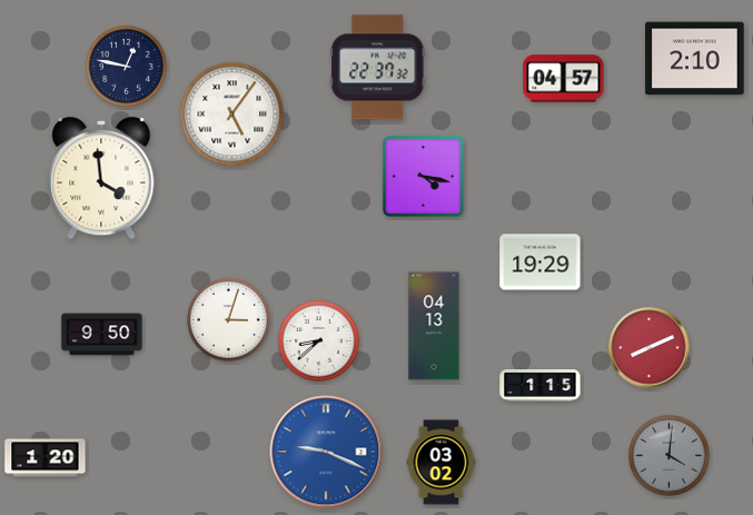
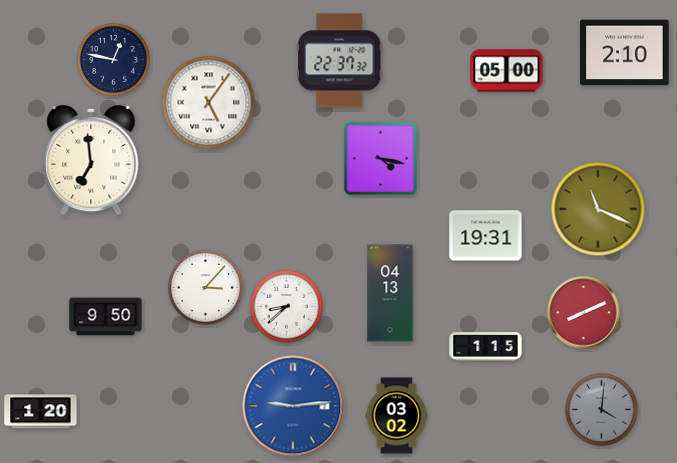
clock at (564, 79): 04:57 -> 05:00
clock at (101, 178): 3:59 -> 6:59
clock at (598, 209): none -> 11:19
clock at (541, 263): 19:29 -> 19:31
clock at (229, 320): 3:03 -> 3:07
clock at (102, 335) position: (102, 335) -> (106, 317)
clock at (326, 452): 9:19 -> 9:14
